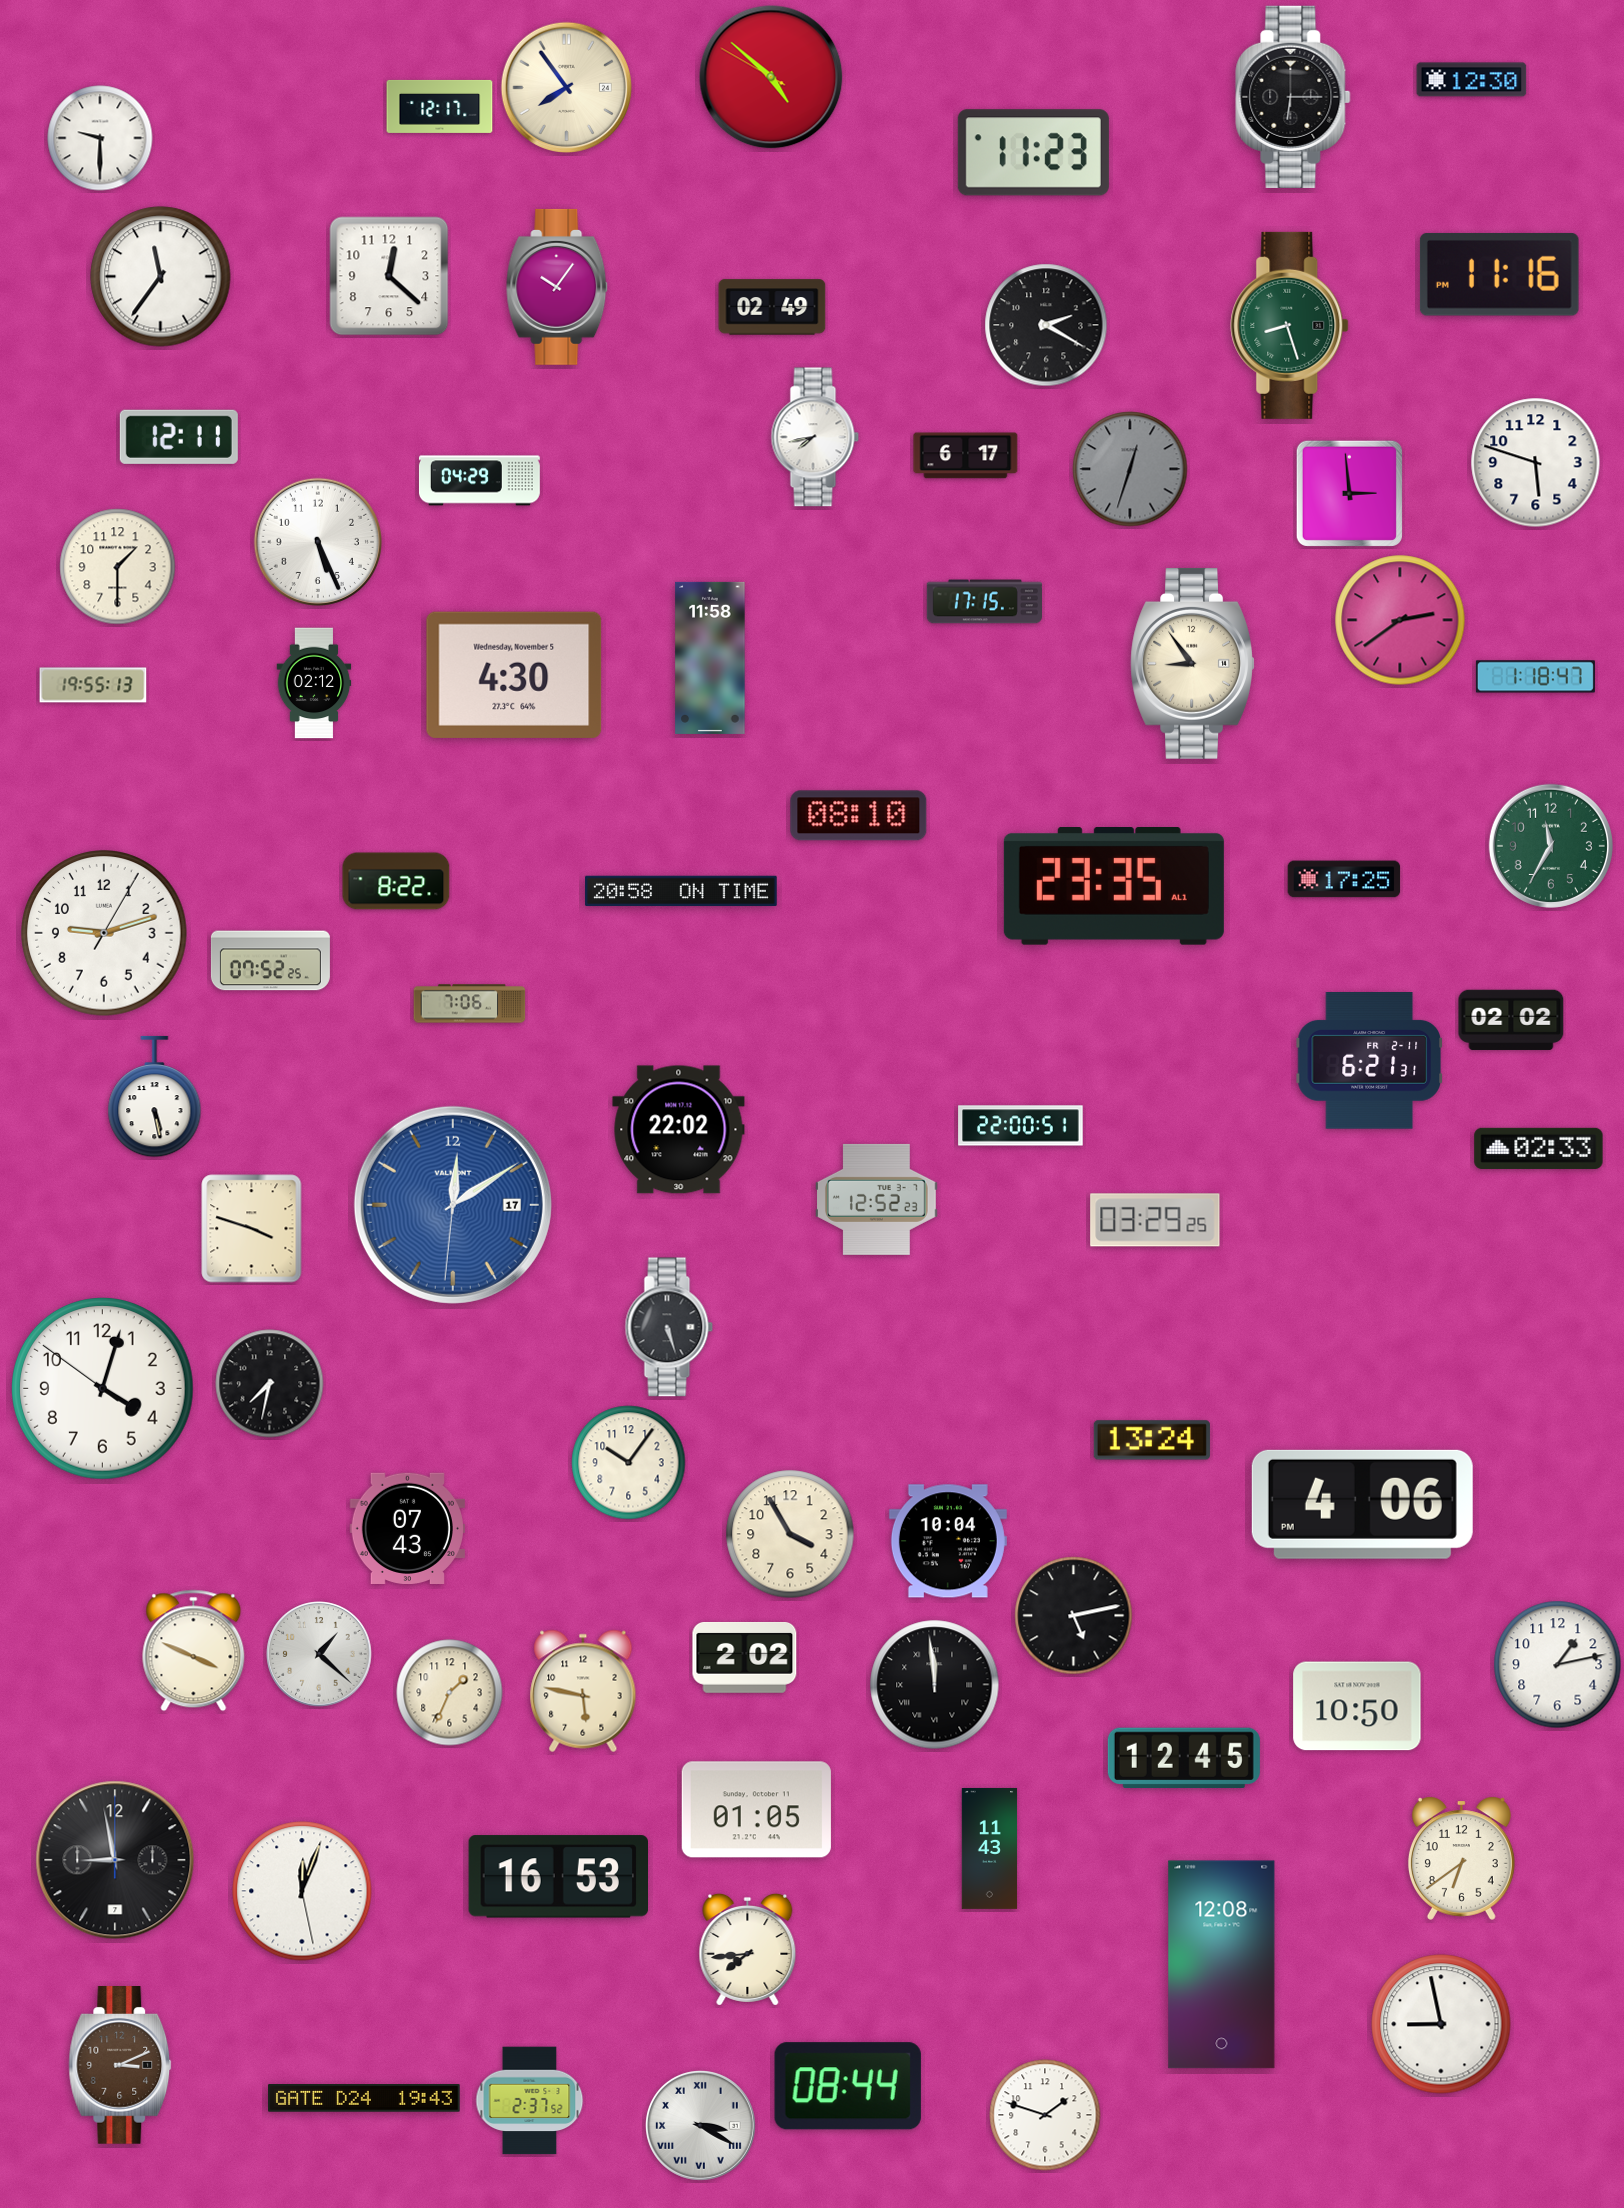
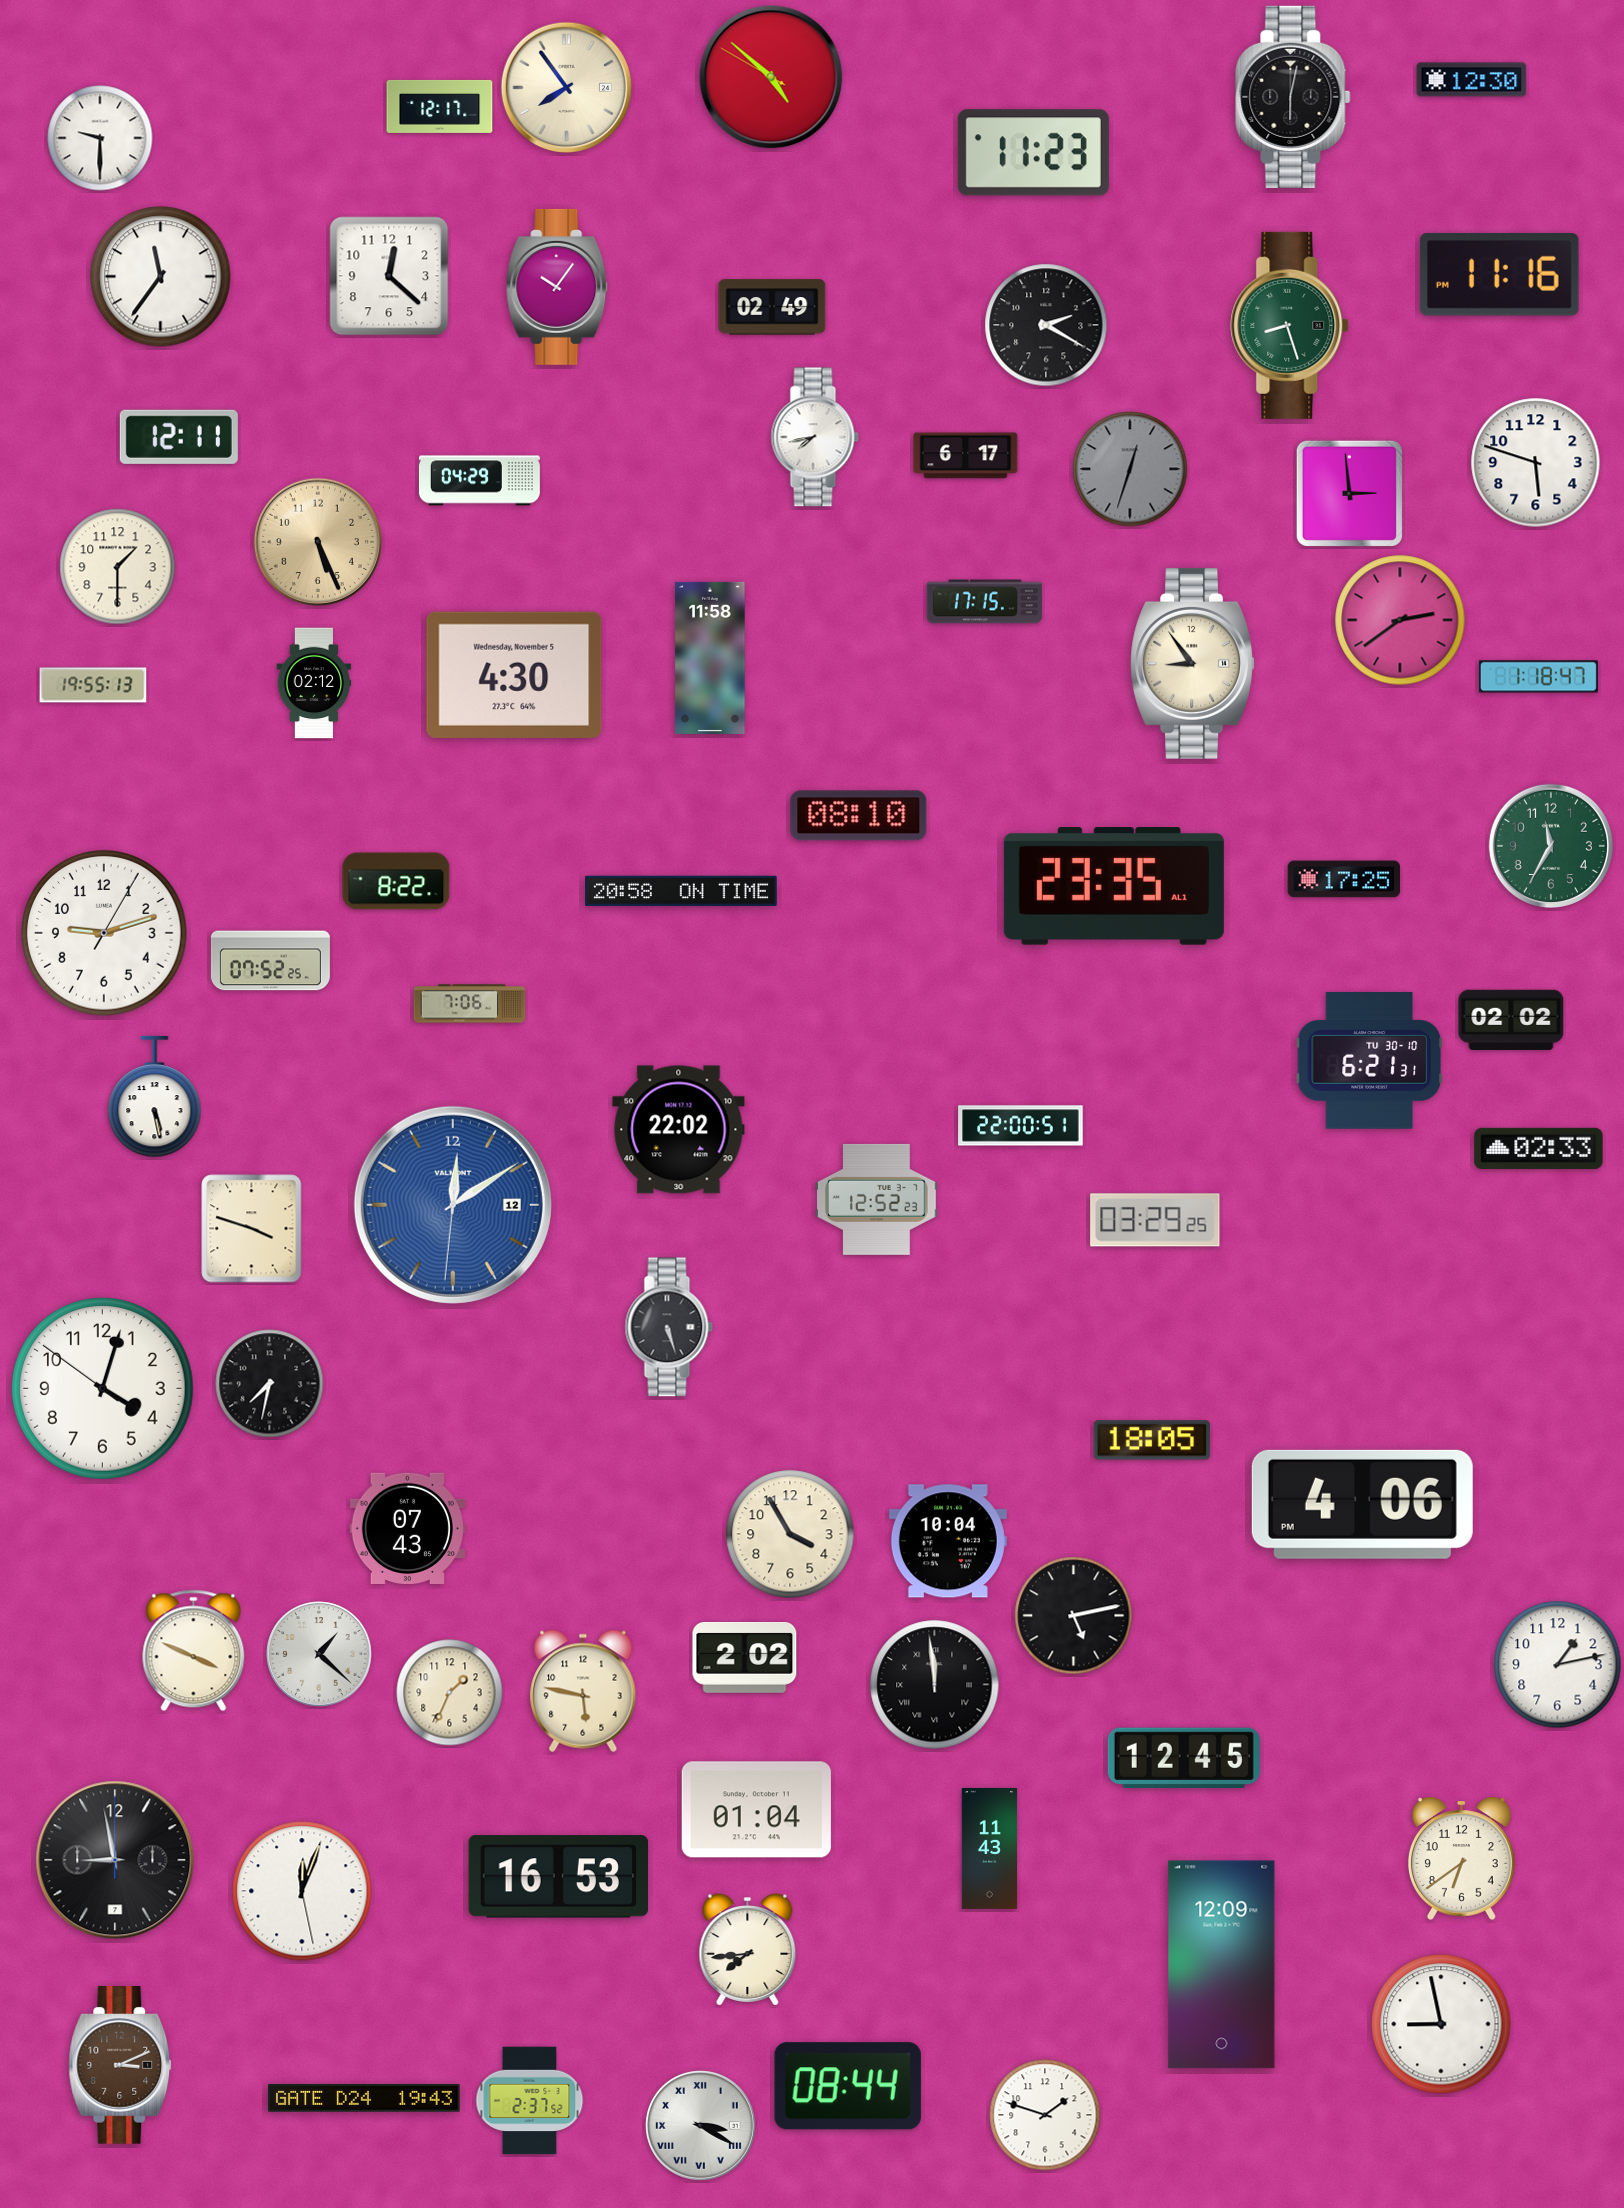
clock at (1293, 97): 6:15 -> 6:02
clock at (317, 541) dial: white -> champagne
clock at (1535, 677) position: (1535, 677) -> (1538, 677)
clock at (1369, 1061) date: FR 2-11 -> TU 30-10
clock at (453, 1205) date: 17 -> 12
clock at (1152, 1440): 13:24 -> 18:05
clock at (629, 1463): 10:06 -> none
clock at (1357, 1706): 10:50 -> none
clock at (756, 1810): 01:05 -> 01:04
clock at (1222, 1965): 12:08 -> 12:09
